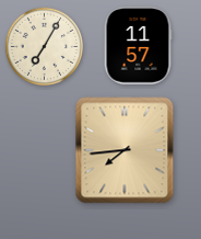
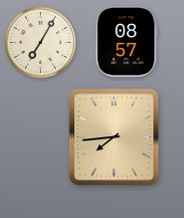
clock at (138, 46): 11:57 -> 08:57
